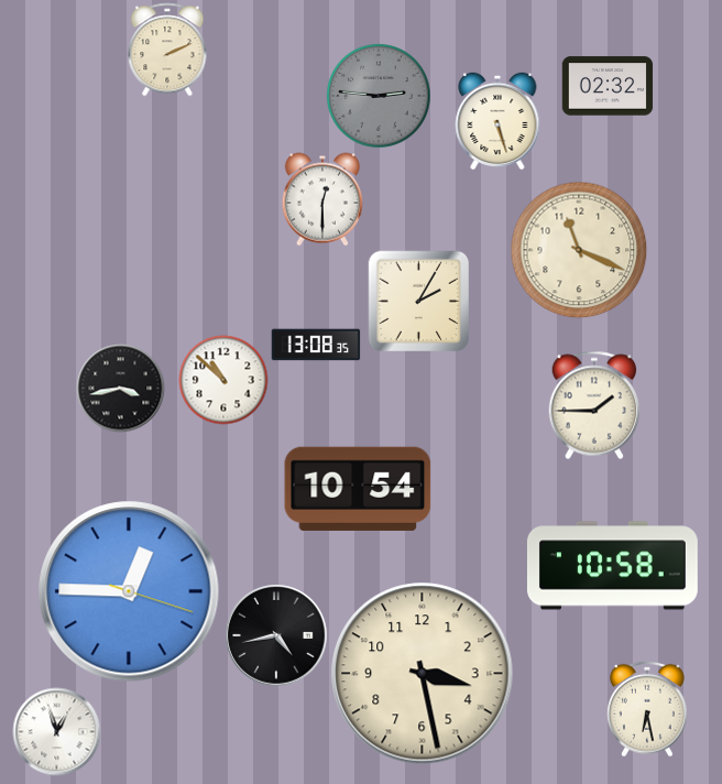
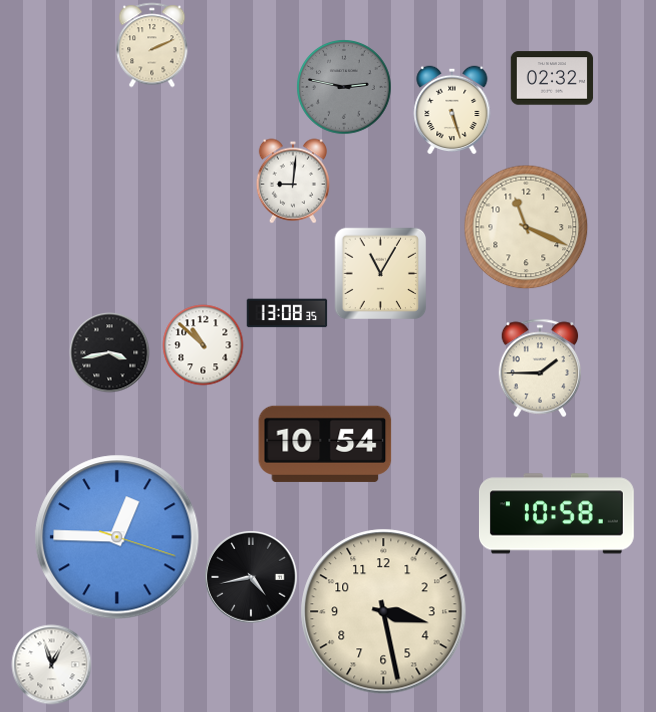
clock at (379, 96): 2:46 -> 2:47
clock at (322, 199): 12:30 -> 9:01
clock at (418, 301): 2:05 -> 11:05
clock at (648, 709): 6:28 -> none
